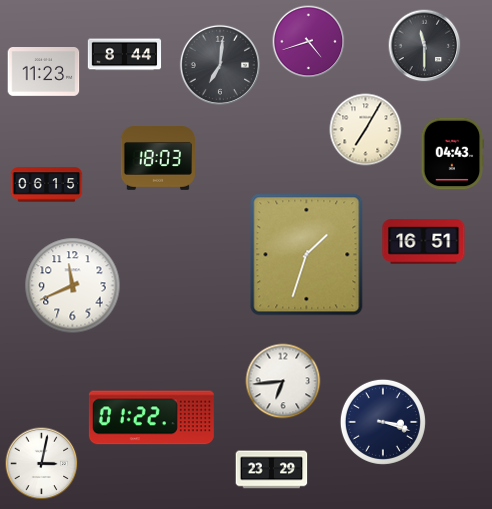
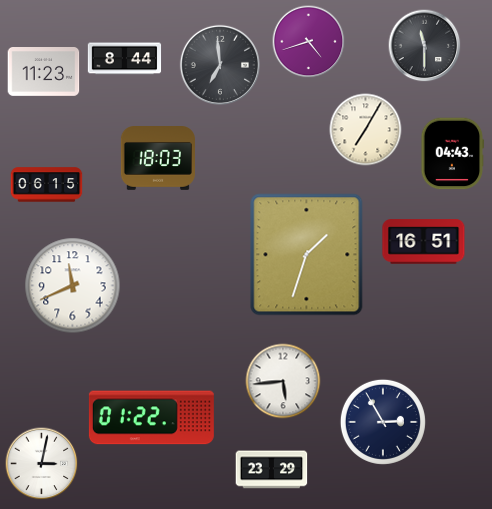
clock at (125, 55) position: (125, 55) -> (125, 59)
clock at (219, 64): 7:01 -> 6:59
clock at (283, 381): 6:44 -> 5:44
clock at (383, 422): 3:18 -> 2:55
